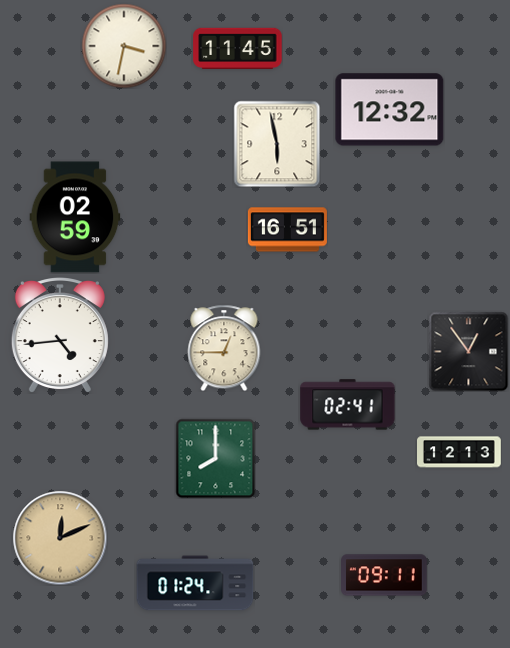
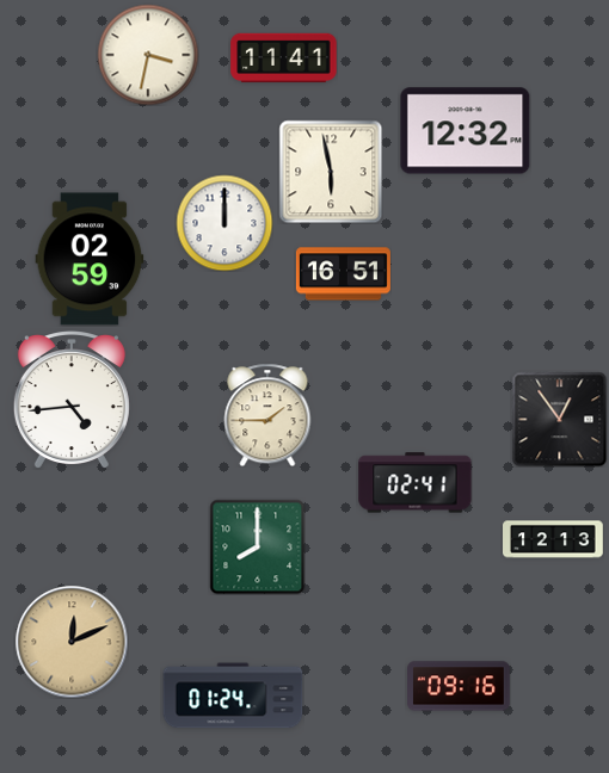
clock at (238, 48): 11:45 -> 11:41
clock at (224, 223): none -> 12:00
clock at (224, 348): 12:45 -> 1:45
clock at (460, 452) position: (460, 452) -> (554, 539)
clock at (384, 575): 09:11 -> 09:16
